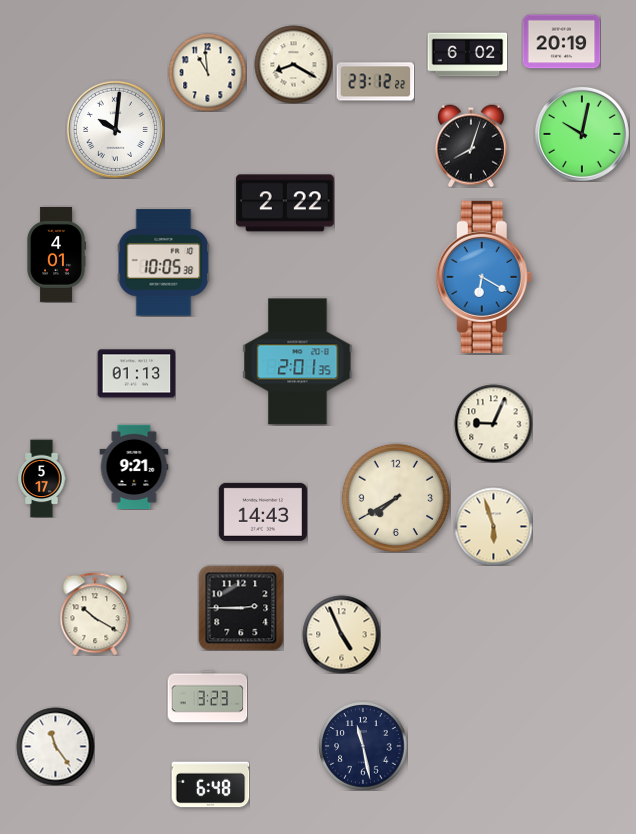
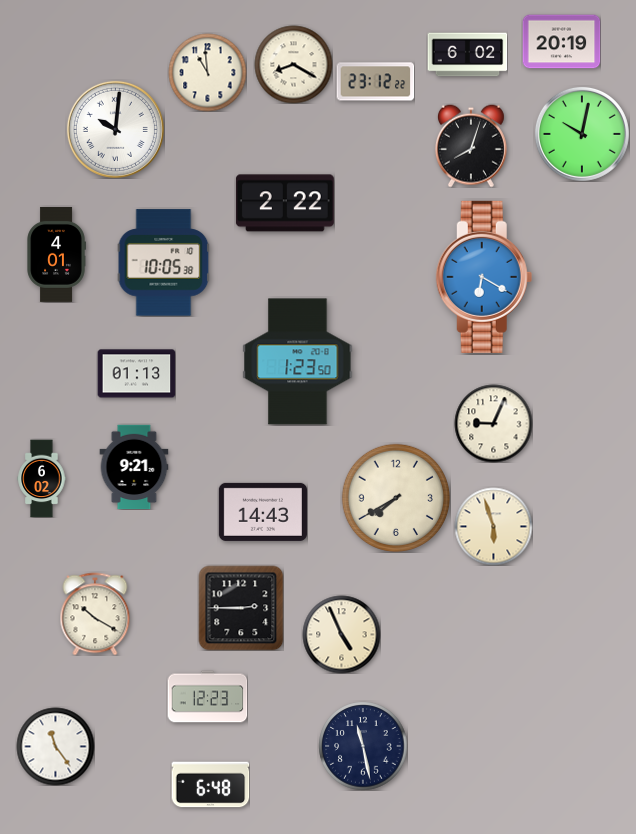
clock at (298, 362): 2:01 -> 1:23
clock at (42, 478): 5:17 -> 6:02
clock at (207, 697): 3:23 -> 12:23
